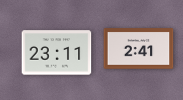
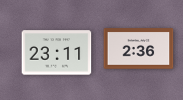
clock at (139, 49): 2:41 -> 2:36
